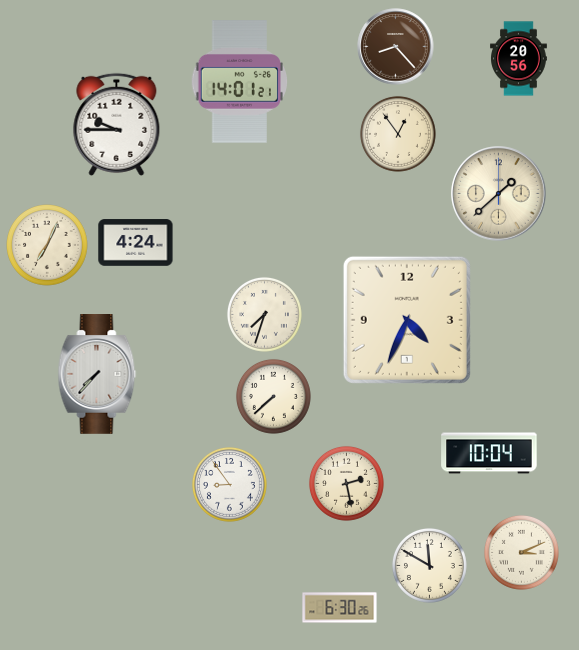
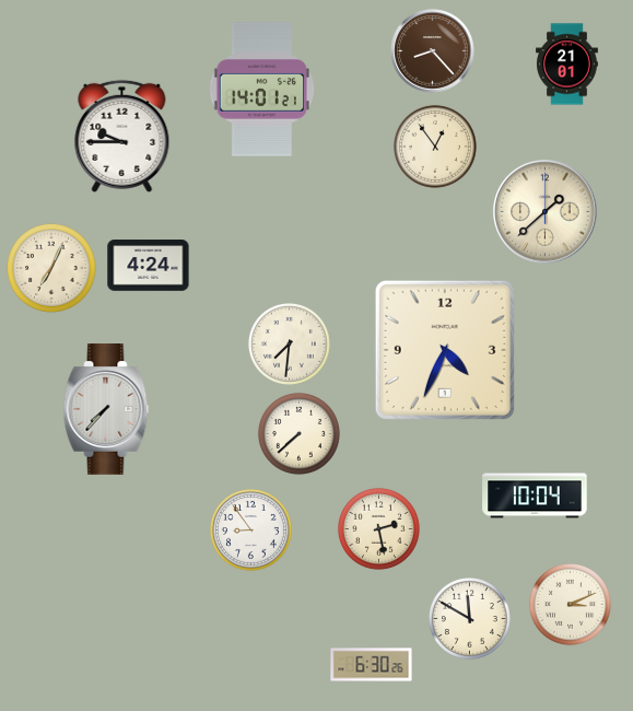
clock at (519, 59): 20:56 -> 21:01
clock at (117, 124) position: (117, 124) -> (122, 136)
clock at (264, 314): 7:33 -> 7:31
